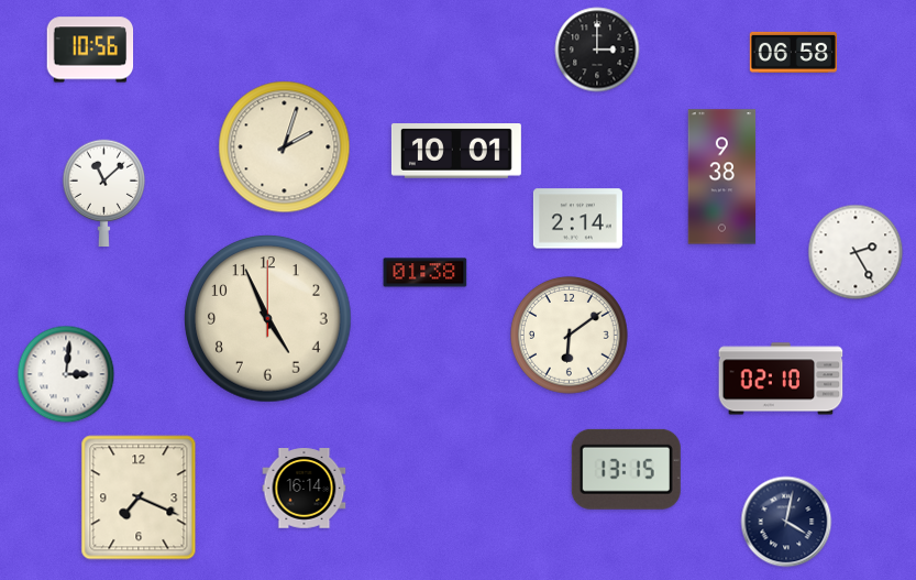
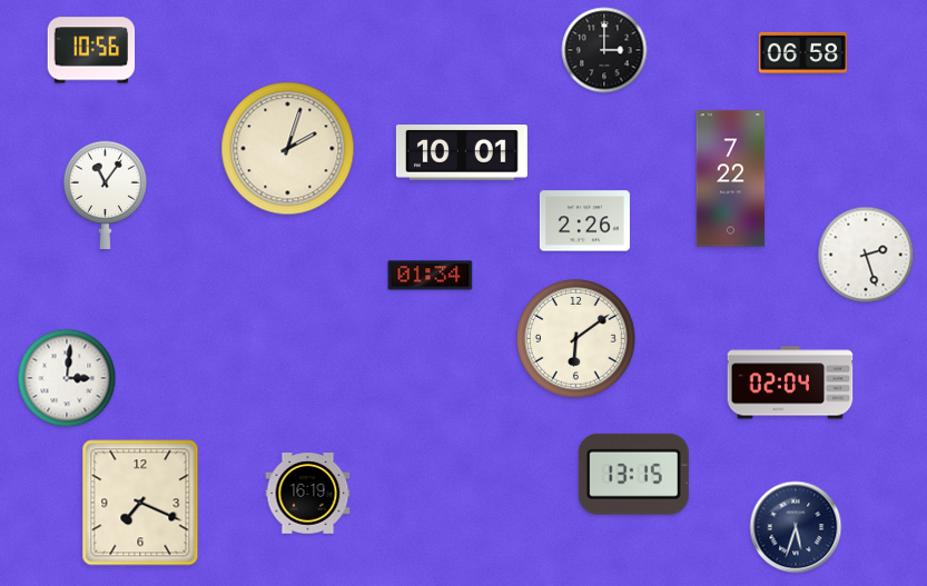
clock at (722, 177): 9:38 -> 7:22
clock at (103, 193): 11:08 -> 11:06
clock at (577, 219): 2:14 -> 2:26
clock at (856, 252): 2:25 -> 2:27
clock at (426, 273): 01:38 -> 01:34
clock at (268, 319): 4:56 -> none
clock at (781, 379): 02:10 -> 02:04
clock at (305, 489): 16:14 -> 16:19
clock at (786, 522): 4:02 -> 5:33
